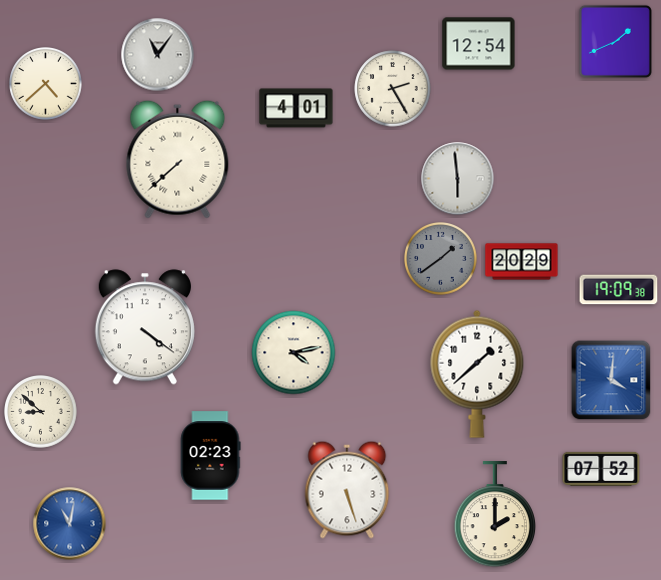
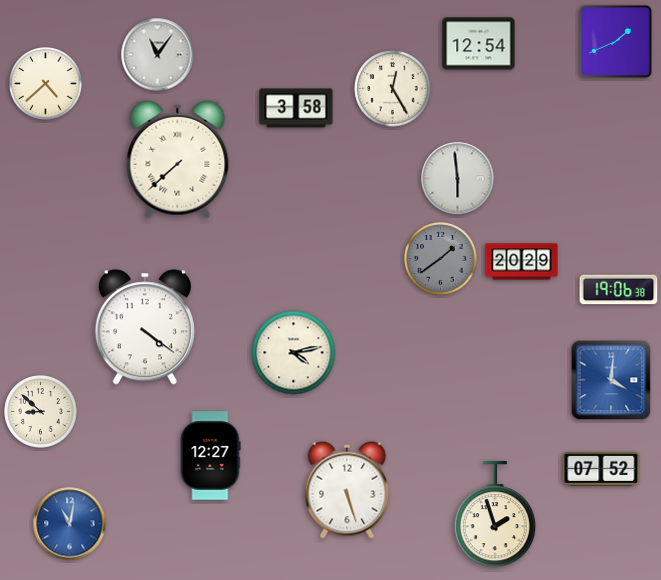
clock at (393, 89): 2:25 -> 12:25
clock at (296, 108): 4:01 -> 3:58
clock at (619, 290): 19:09 -> 19:06
clock at (477, 374): 1:38 -> none
clock at (210, 456): 02:23 -> 12:27
clock at (494, 515): 2:00 -> 1:57
